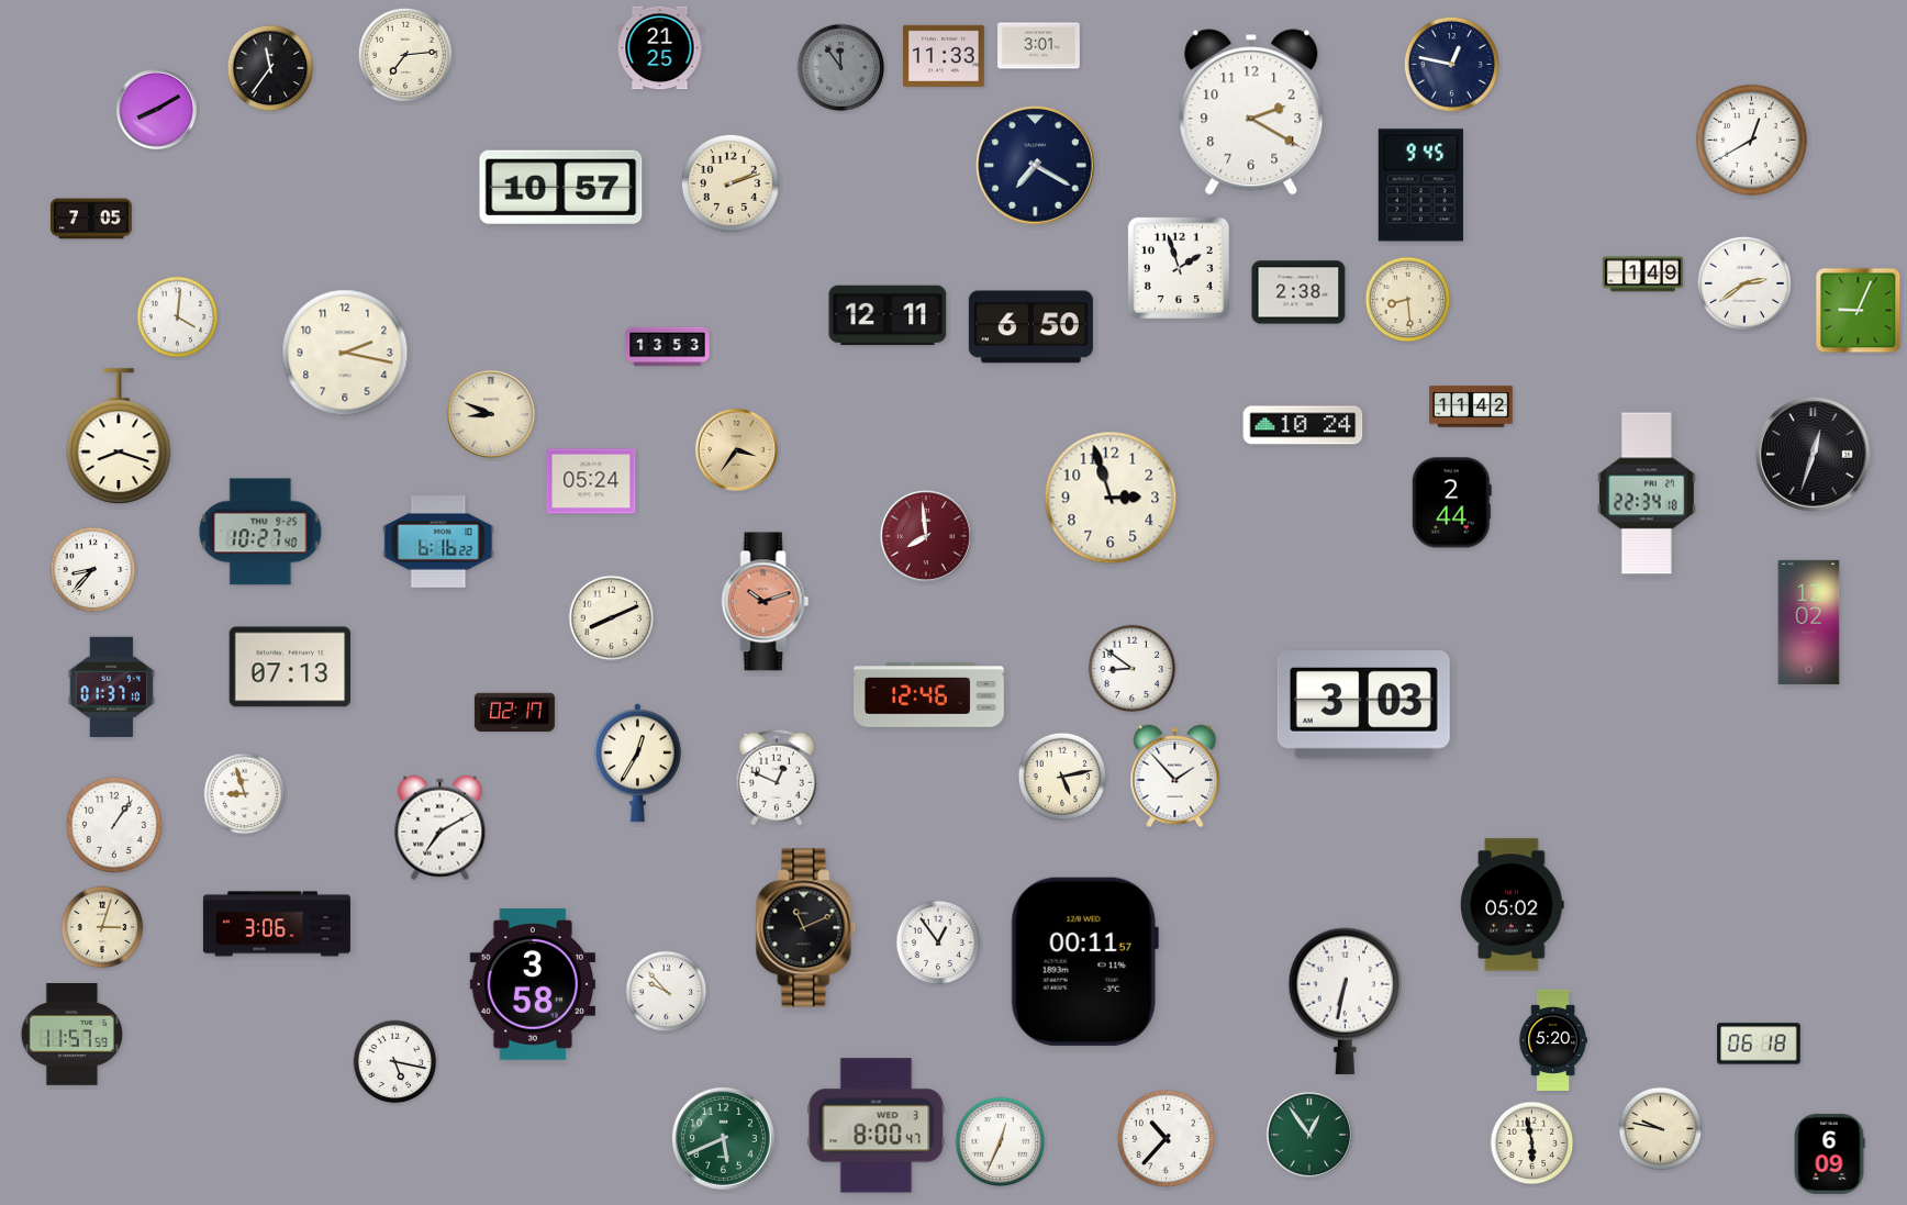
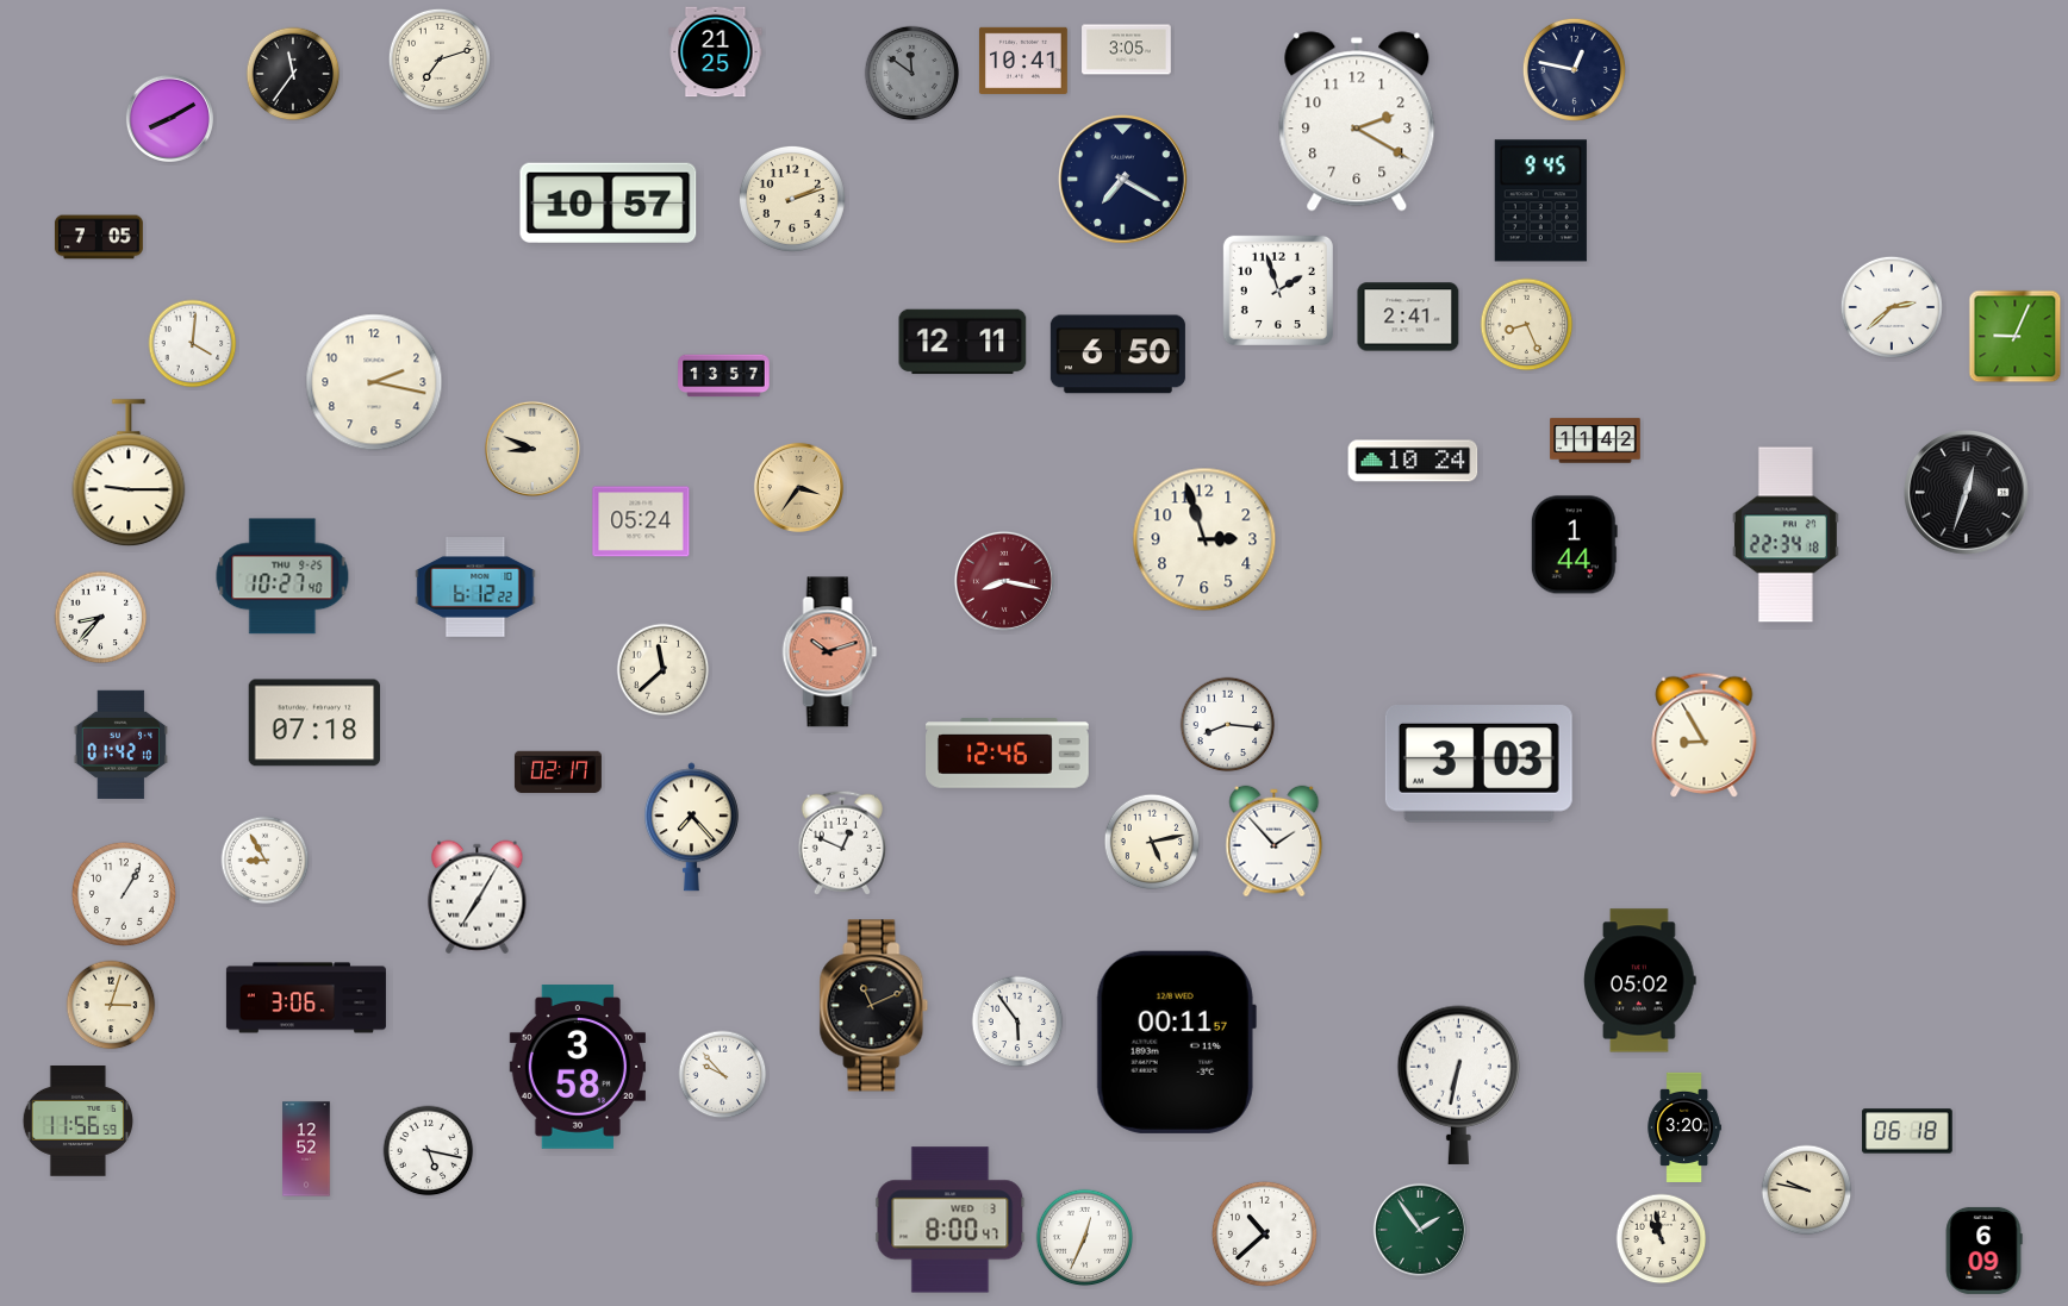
clock at (1039, 46): 3:01 -> 3:05
clock at (405, 55): 7:14 -> 7:12
clock at (944, 56): 11:33 -> 10:41
clock at (841, 68): 11:54 -> 11:51
clock at (1752, 141): 12:40 -> none
clock at (1642, 275): 1:49 -> none
clock at (1744, 283): 2:39 -> 2:38
clock at (1298, 292): 2:38 -> 2:41
clock at (1408, 300): 8:29 -> 8:26
clock at (668, 347): 13:53 -> 13:57
clock at (119, 437): 8:18 -> 9:15
clock at (1451, 503): 2:44 -> 1:44
clock at (926, 536): 7:59 -> 8:17
clock at (438, 543): 6:16 -> 6:12
clock at (612, 618): 8:11 -> 11:38
clock at (1809, 622): 12:02 -> none
clock at (290, 667): 07:13 -> 07:18
clock at (1133, 669): 8:51 -> 8:16
clock at (1705, 735): none -> 8:55
clock at (111, 687): 01:37 -> 01:42
clock at (637, 763): 12:35 -> 7:23
clock at (245, 794): 8:57 -> 8:55
clock at (114, 825): 1:06 -> 1:05
clock at (440, 828): 7:10 -> 7:05
clock at (277, 924) position: (277, 924) -> (306, 998)
clock at (938, 942): 12:54 -> 5:54
clock at (71, 1035): 11:57 -> 11:56
clock at (1553, 1040): 5:20 -> 3:20
clock at (306, 1149): none -> 12:52
clock at (1661, 1129) position: (1661, 1129) -> (1807, 1191)
clock at (1309, 1135): 12:54 -> 1:54
clock at (723, 1138): 5:41 -> none
clock at (1166, 1138): 10:37 -> 10:38
clock at (1532, 1143): 5:58 -> 10:58
